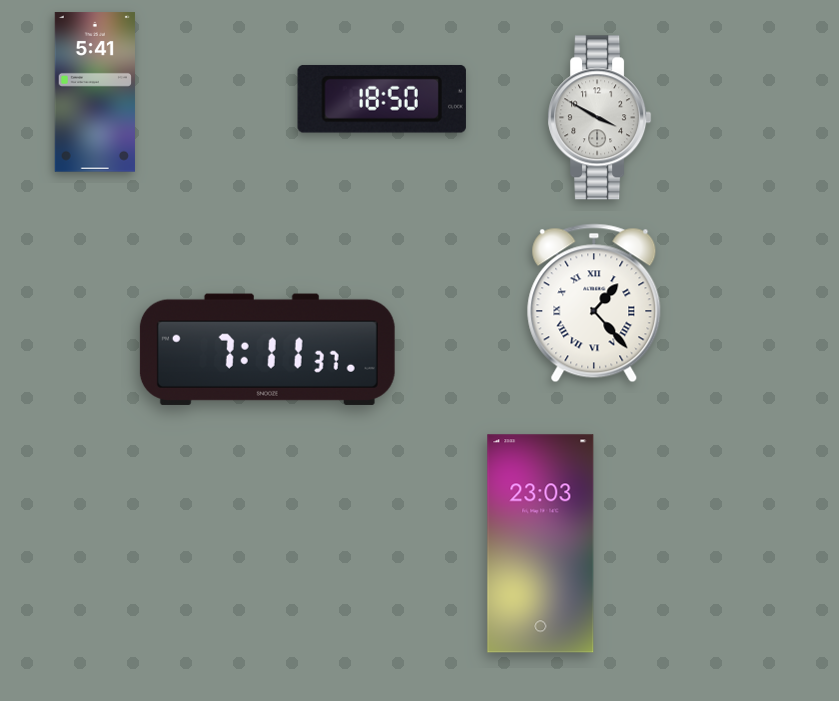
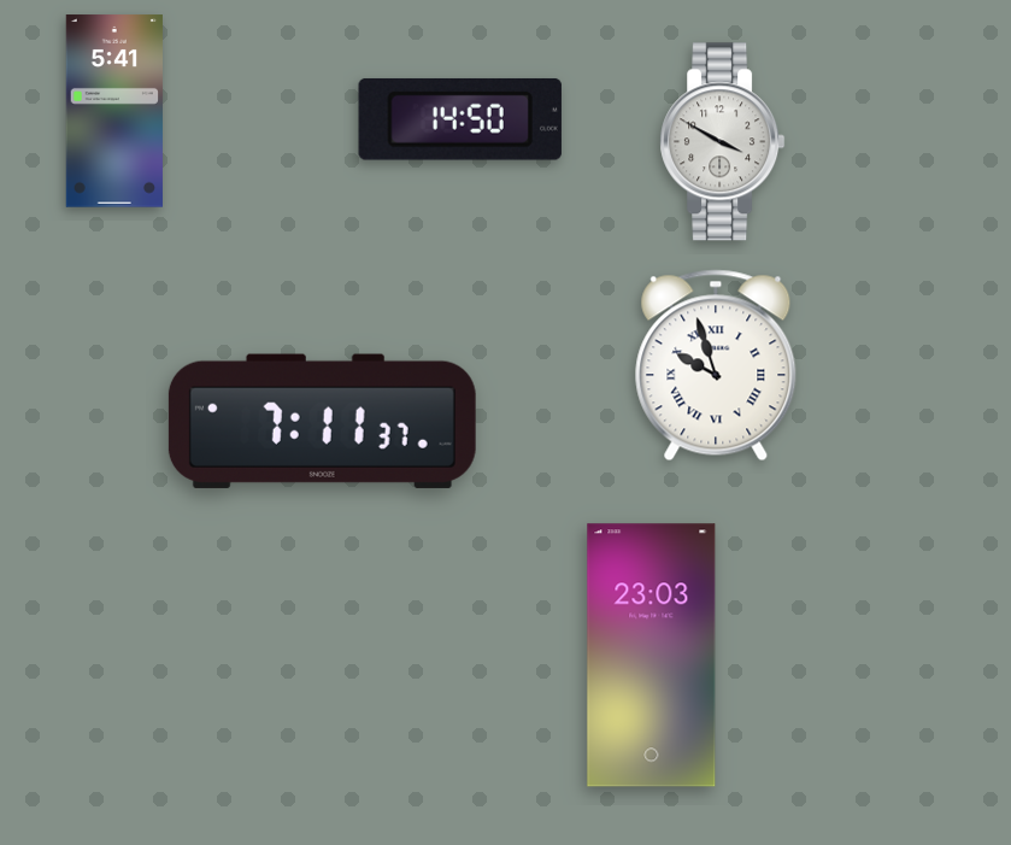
clock at (382, 99): 18:50 -> 14:50
clock at (594, 303): 1:23 -> 9:57
